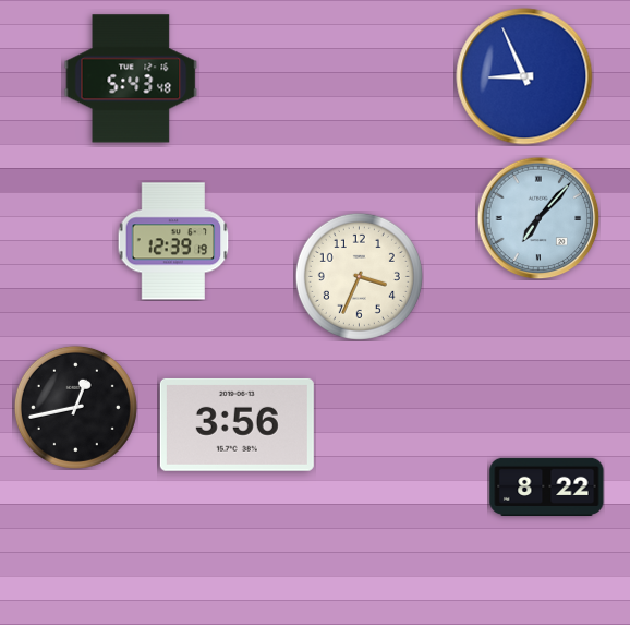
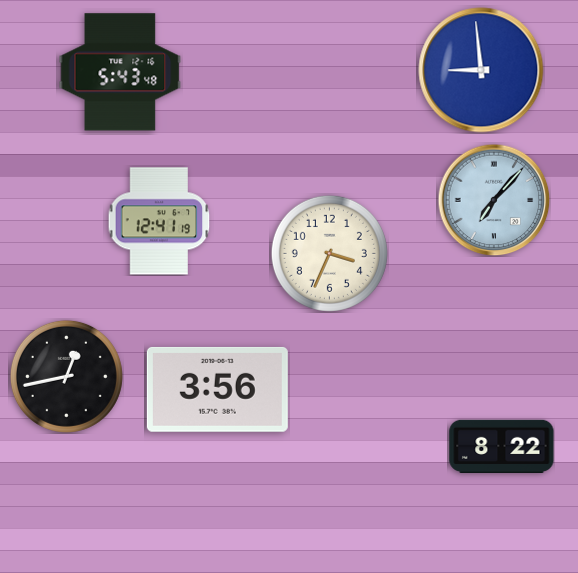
clock at (524, 76): 8:56 -> 8:59
clock at (173, 241): 12:39 -> 12:41
clock at (75, 407) position: (75, 407) -> (66, 376)
